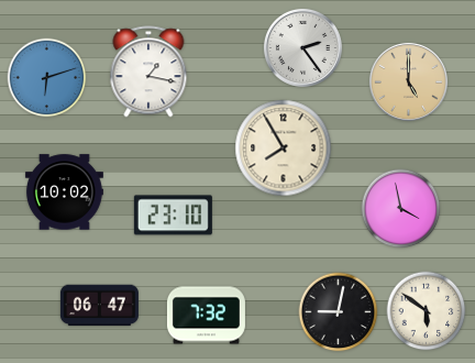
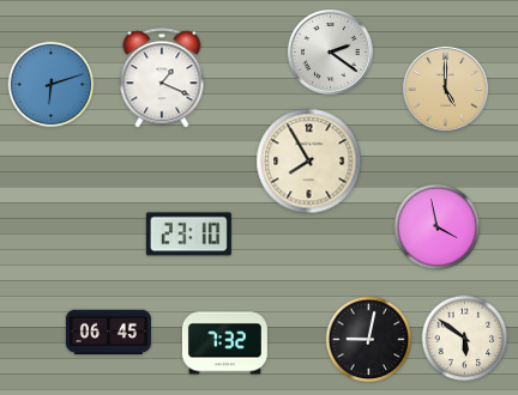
clock at (302, 47): 2:24 -> 2:21
clock at (148, 71): 1:17 -> 1:19
clock at (64, 193): 10:02 -> none
clock at (99, 306): 06:47 -> 06:45
